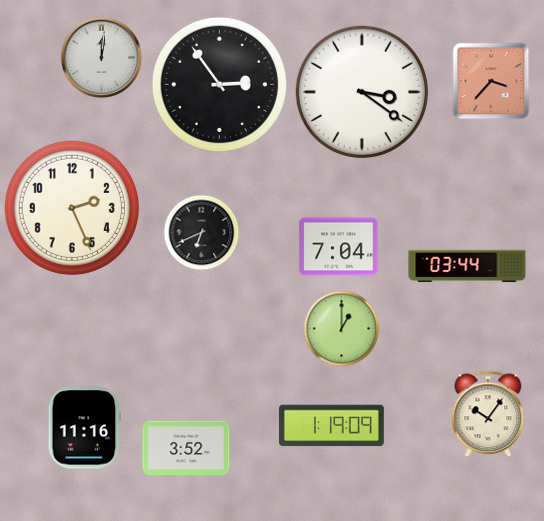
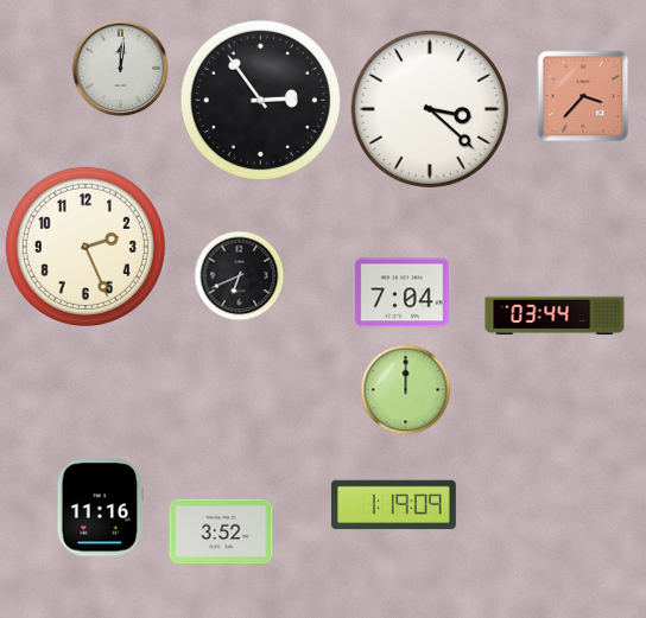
clock at (362, 92): 3:21 -> 3:22
clock at (342, 329): 1:00 -> 12:00
clock at (488, 414): 10:06 -> none
